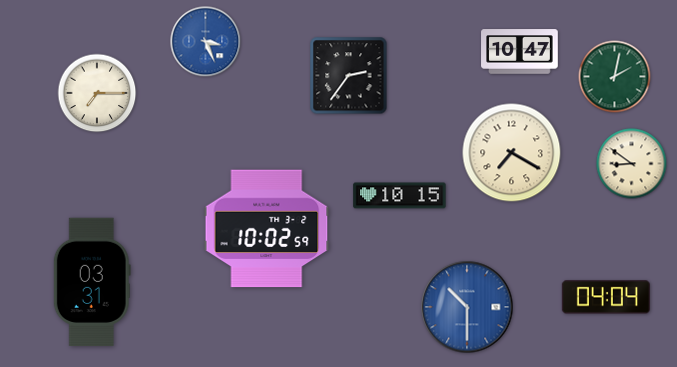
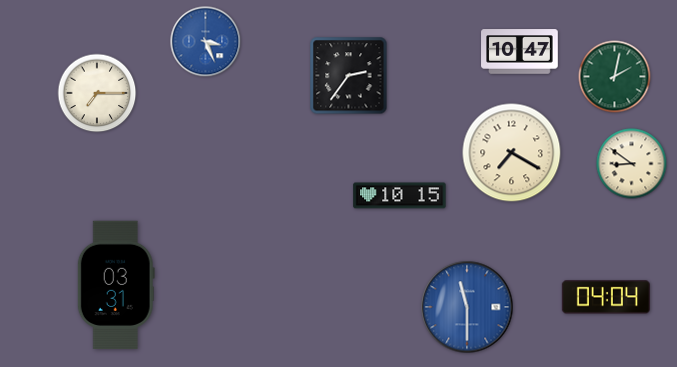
clock at (267, 229): 10:02 -> none
clock at (92, 281) position: (92, 281) -> (116, 284)
clock at (467, 307): 10:30 -> 11:30
